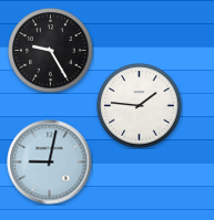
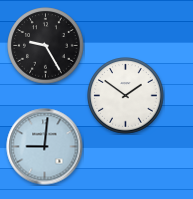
clock at (140, 106): 1:46 -> 1:51
clock at (50, 163): 9:02 -> 9:01
